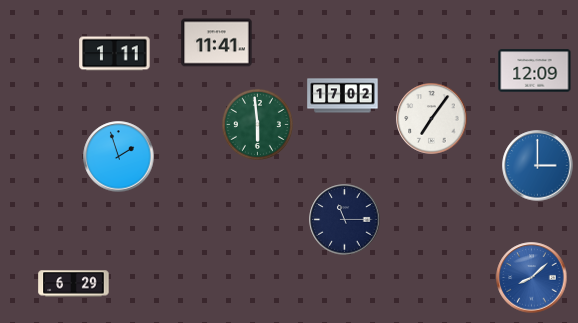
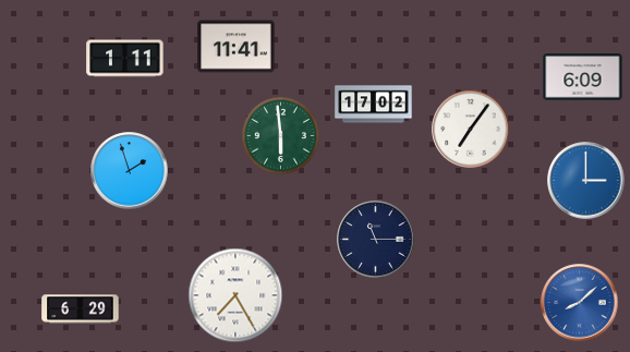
clock at (535, 71): 12:09 -> 6:09
clock at (235, 295): none -> 7:25
